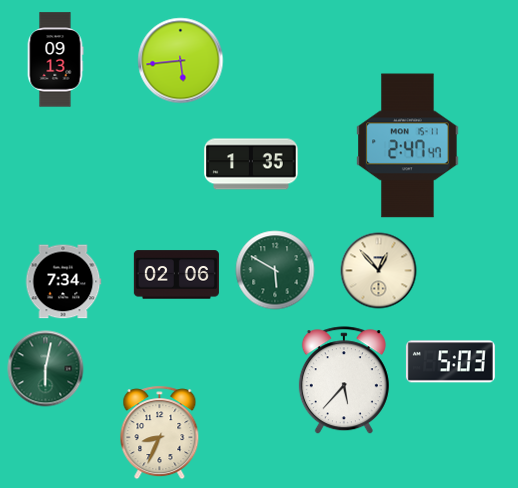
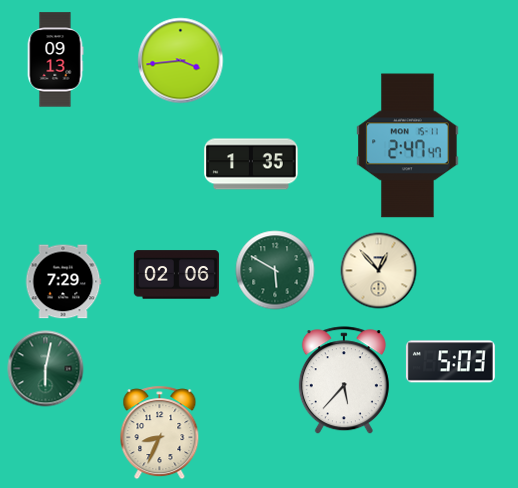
clock at (181, 61): 5:44 -> 3:44
clock at (63, 282): 7:34 -> 7:29
